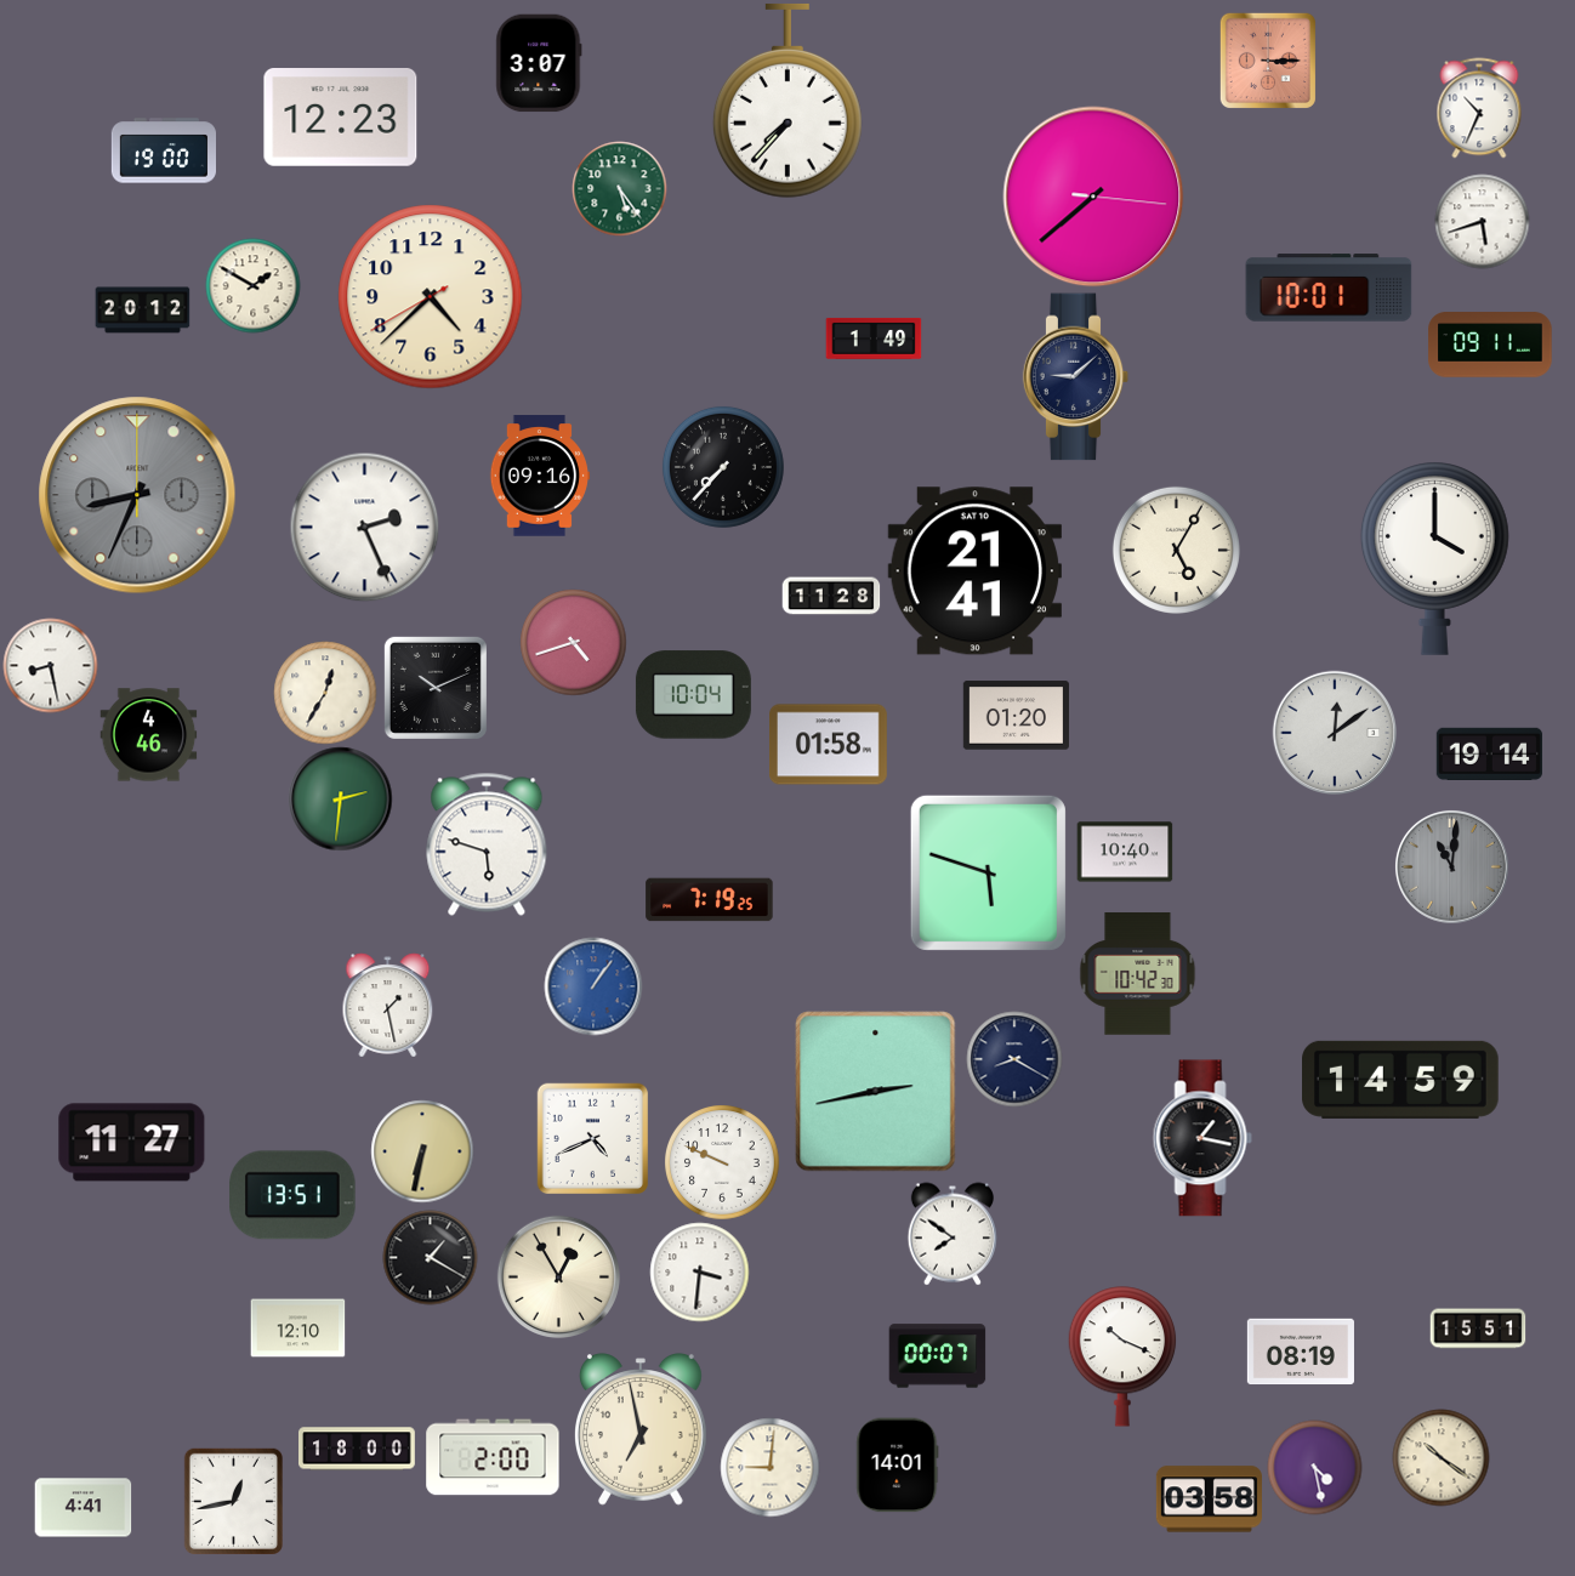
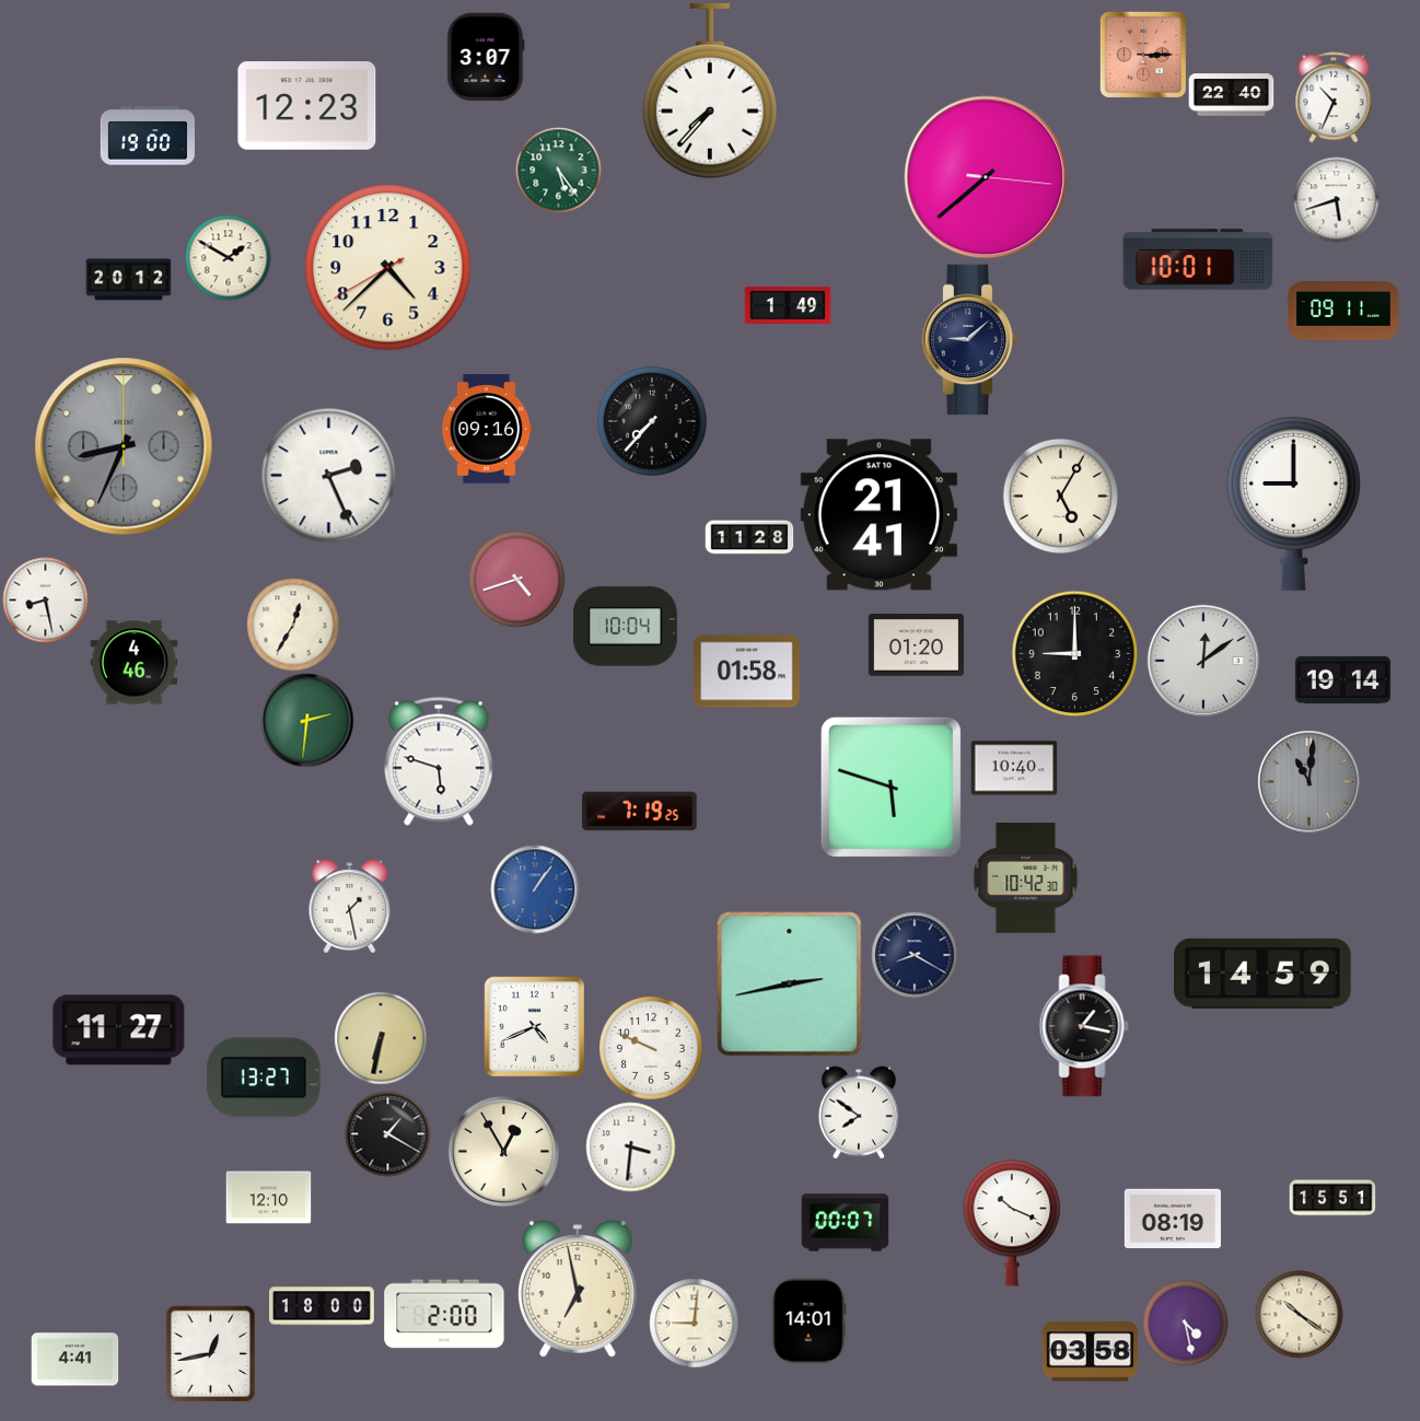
clock at (1231, 95): none -> 22:40
clock at (1434, 558): 4:00 -> 9:00
clock at (436, 688): 10:11 -> none
clock at (1074, 653): none -> 9:00
clock at (292, 1195): 13:51 -> 13:27
